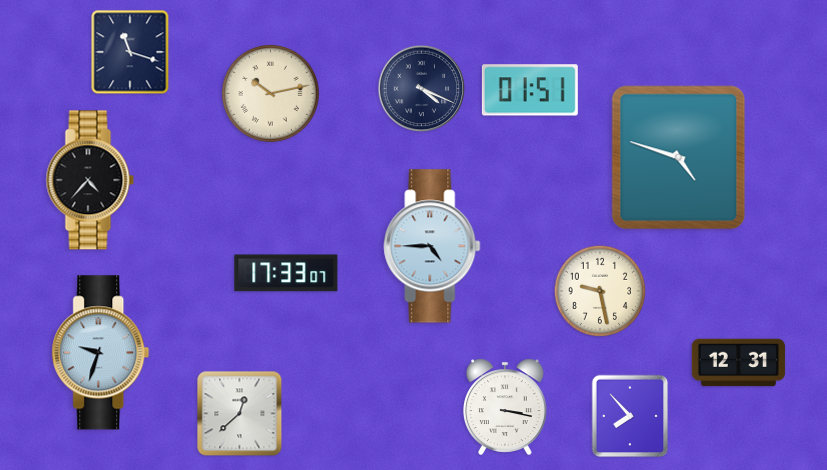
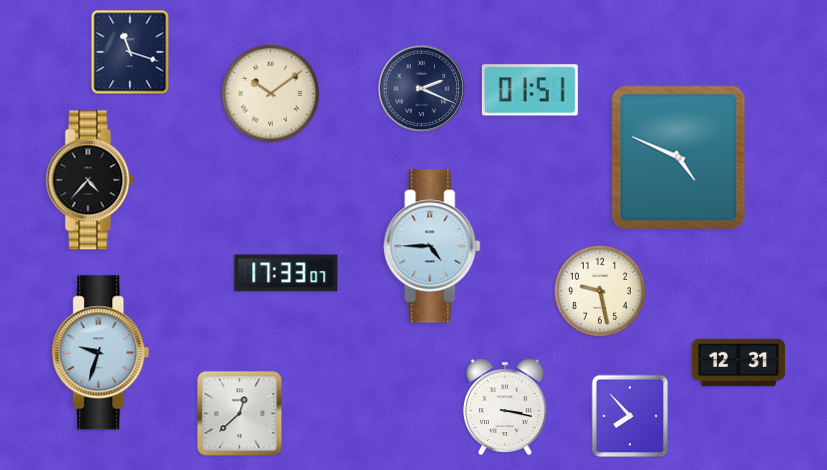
clock at (422, 89): 4:19 -> 2:19
clock at (270, 93): 10:13 -> 10:09
clock at (679, 158): 4:48 -> 4:49
